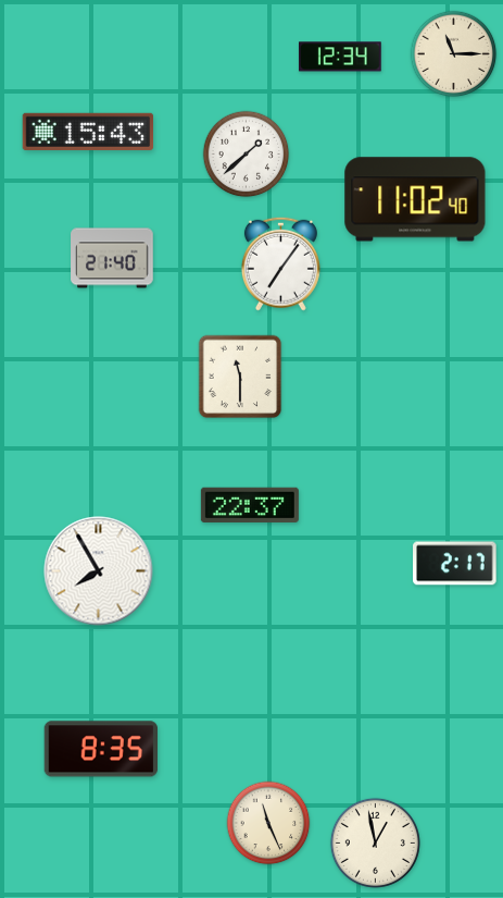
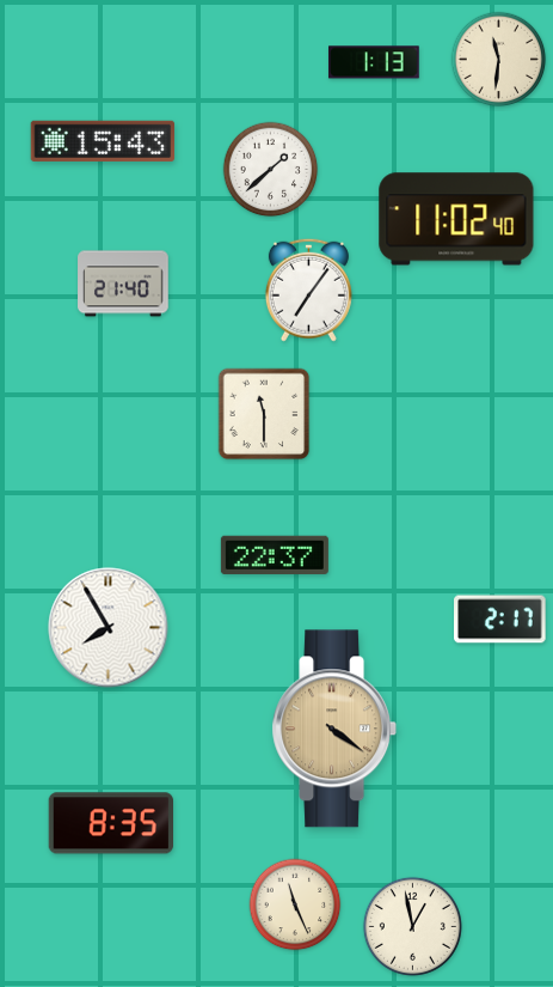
clock at (454, 54): 11:15 -> 11:31
clock at (341, 57): 12:34 -> 1:13
clock at (88, 132) position: (88, 132) -> (103, 141)
clock at (334, 729): none -> 4:21
